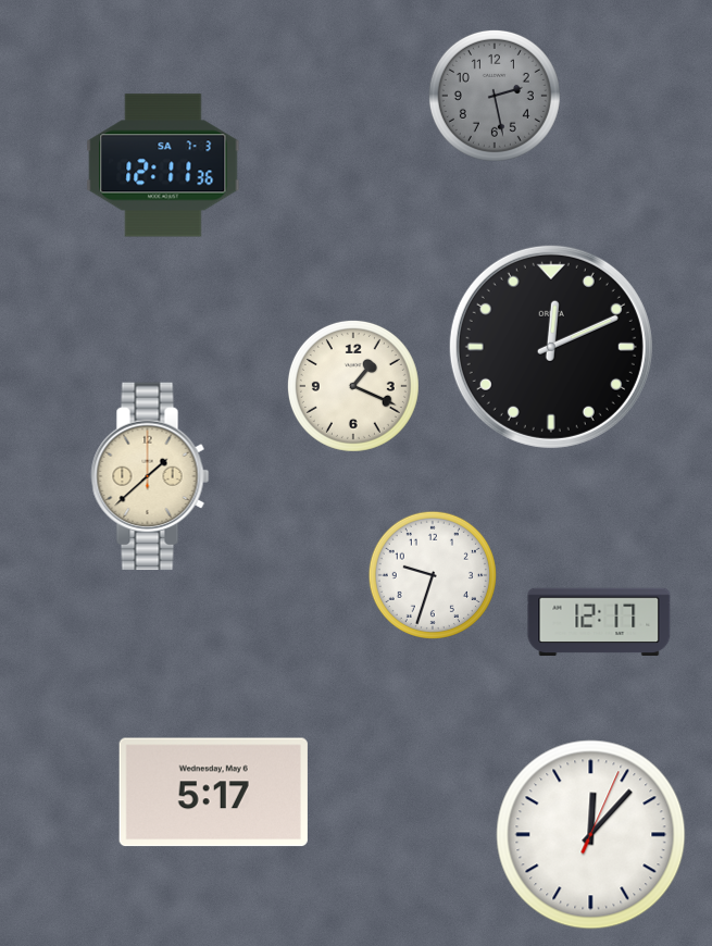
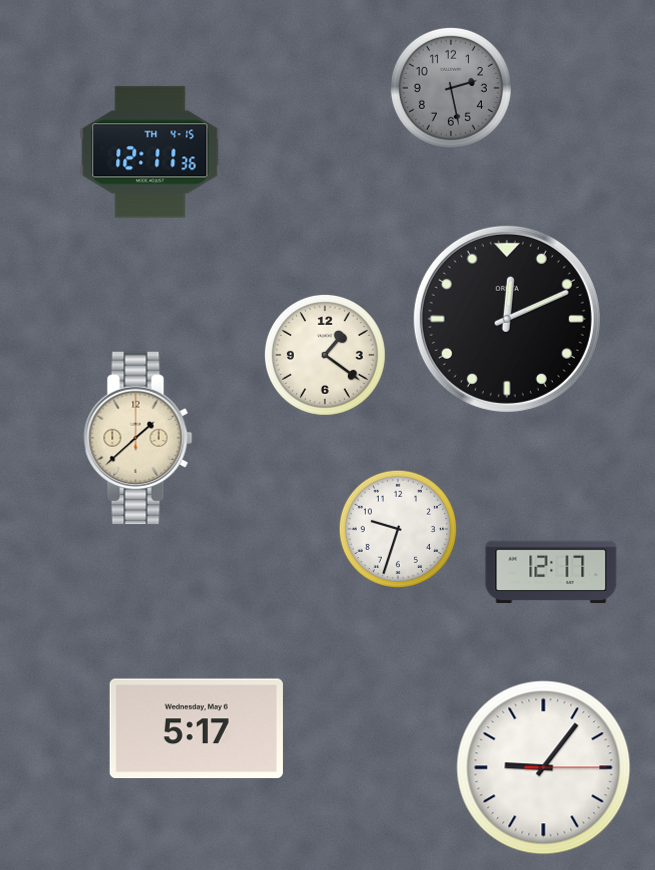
clock at (495, 96) position: (495, 96) -> (451, 88)
clock at (163, 165) date: SA 7-3 -> TH 4-15
clock at (353, 386): 1:19 -> 1:21
clock at (591, 835): 12:07 -> 9:06
